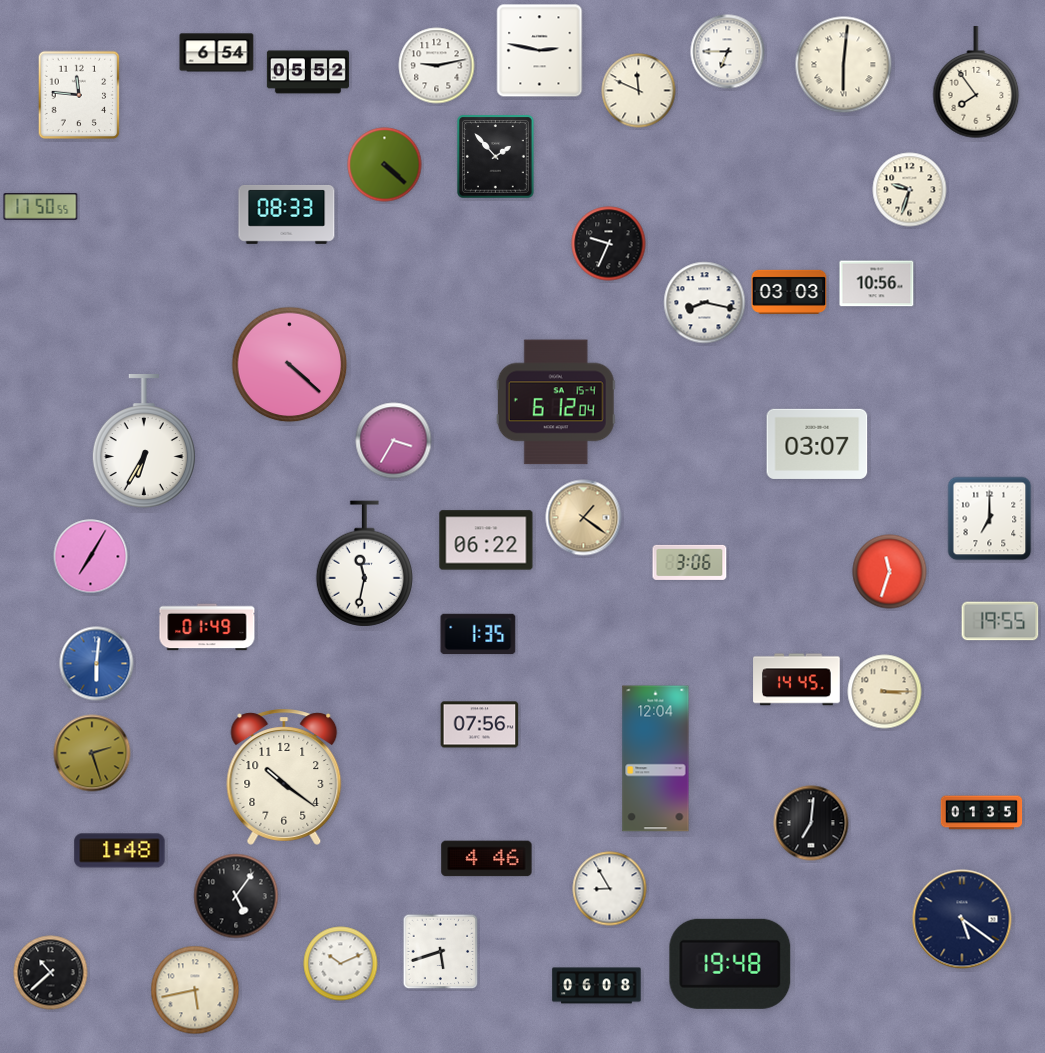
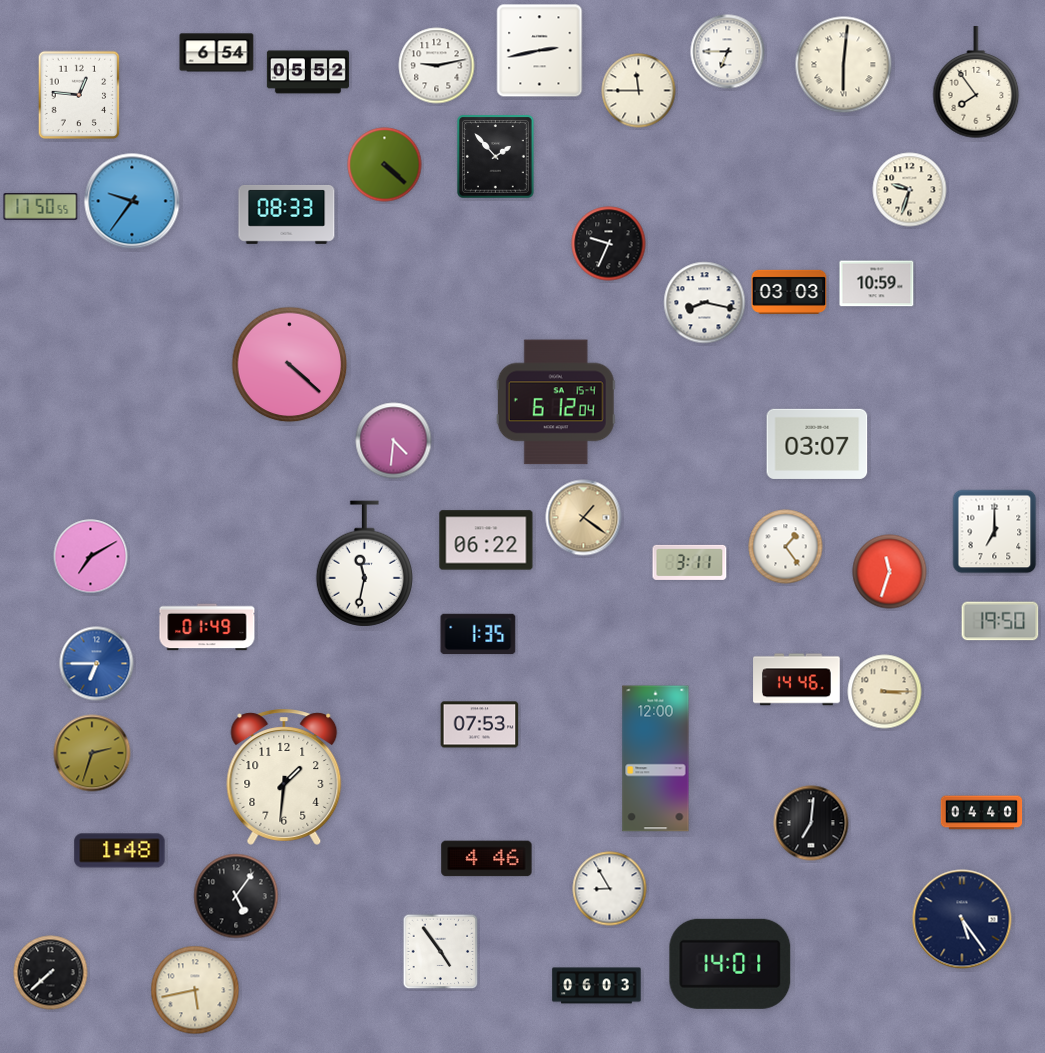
clock at (540, 51): 2:47 -> 2:43
clock at (639, 91): 11:49 -> 11:45
clock at (79, 95): 11:46 -> 12:46
clock at (132, 201): none -> 9:36
clock at (877, 284): 10:56 -> 10:59
clock at (394, 441): 3:35 -> 4:31
clock at (144, 442): 6:35 -> none
clock at (990, 519) position: (990, 519) -> (995, 532)
clock at (786, 547): none -> 1:24
clock at (91, 557): 7:05 -> 7:10
clock at (690, 562): 3:06 -> 3:11
clock at (1000, 621): 19:55 -> 19:50
clock at (97, 664): 6:01 -> 6:45
clock at (797, 680): 14:45 -> 14:46
clock at (480, 725): 07:56 -> 07:53
clock at (92, 753): 2:27 -> 2:33
clock at (656, 759): 12:04 -> 12:00
clock at (284, 777): 10:21 -> 1:31
clock at (982, 813): 01:35 -> 04:40
clock at (962, 919): 5:21 -> 5:24
clock at (441, 952): 5:42 -> 4:54
clock at (341, 964): 10:11 -> none
clock at (730, 964): 19:48 -> 14:01
clock at (51, 973): 10:38 -> 7:38
clock at (597, 986): 06:08 -> 06:03
